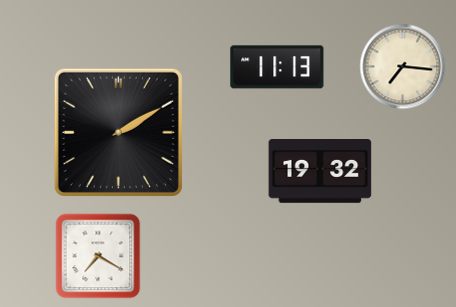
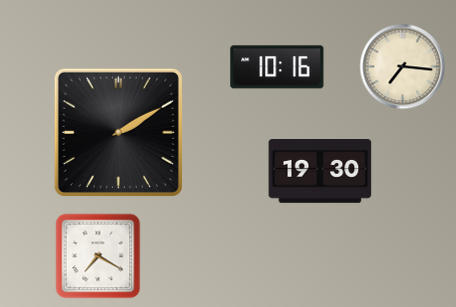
clock at (277, 67): 11:13 -> 10:16
clock at (320, 172): 19:32 -> 19:30
